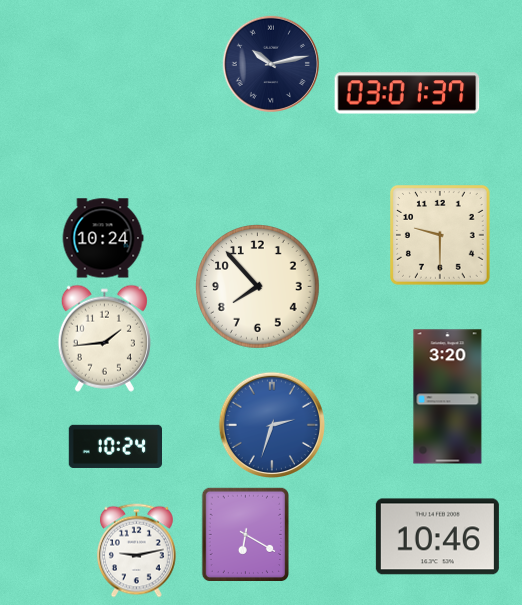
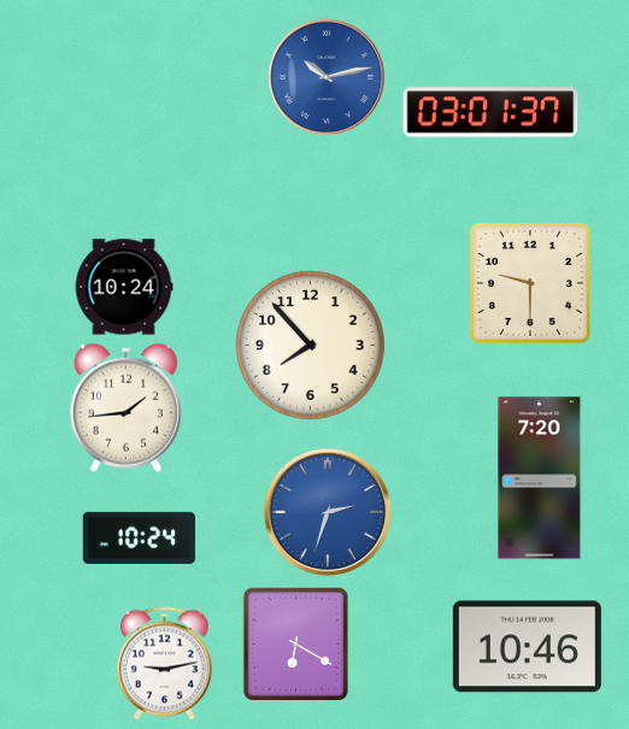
clock at (271, 64) dial: navy -> blue
clock at (448, 397): 3:20 -> 7:20
